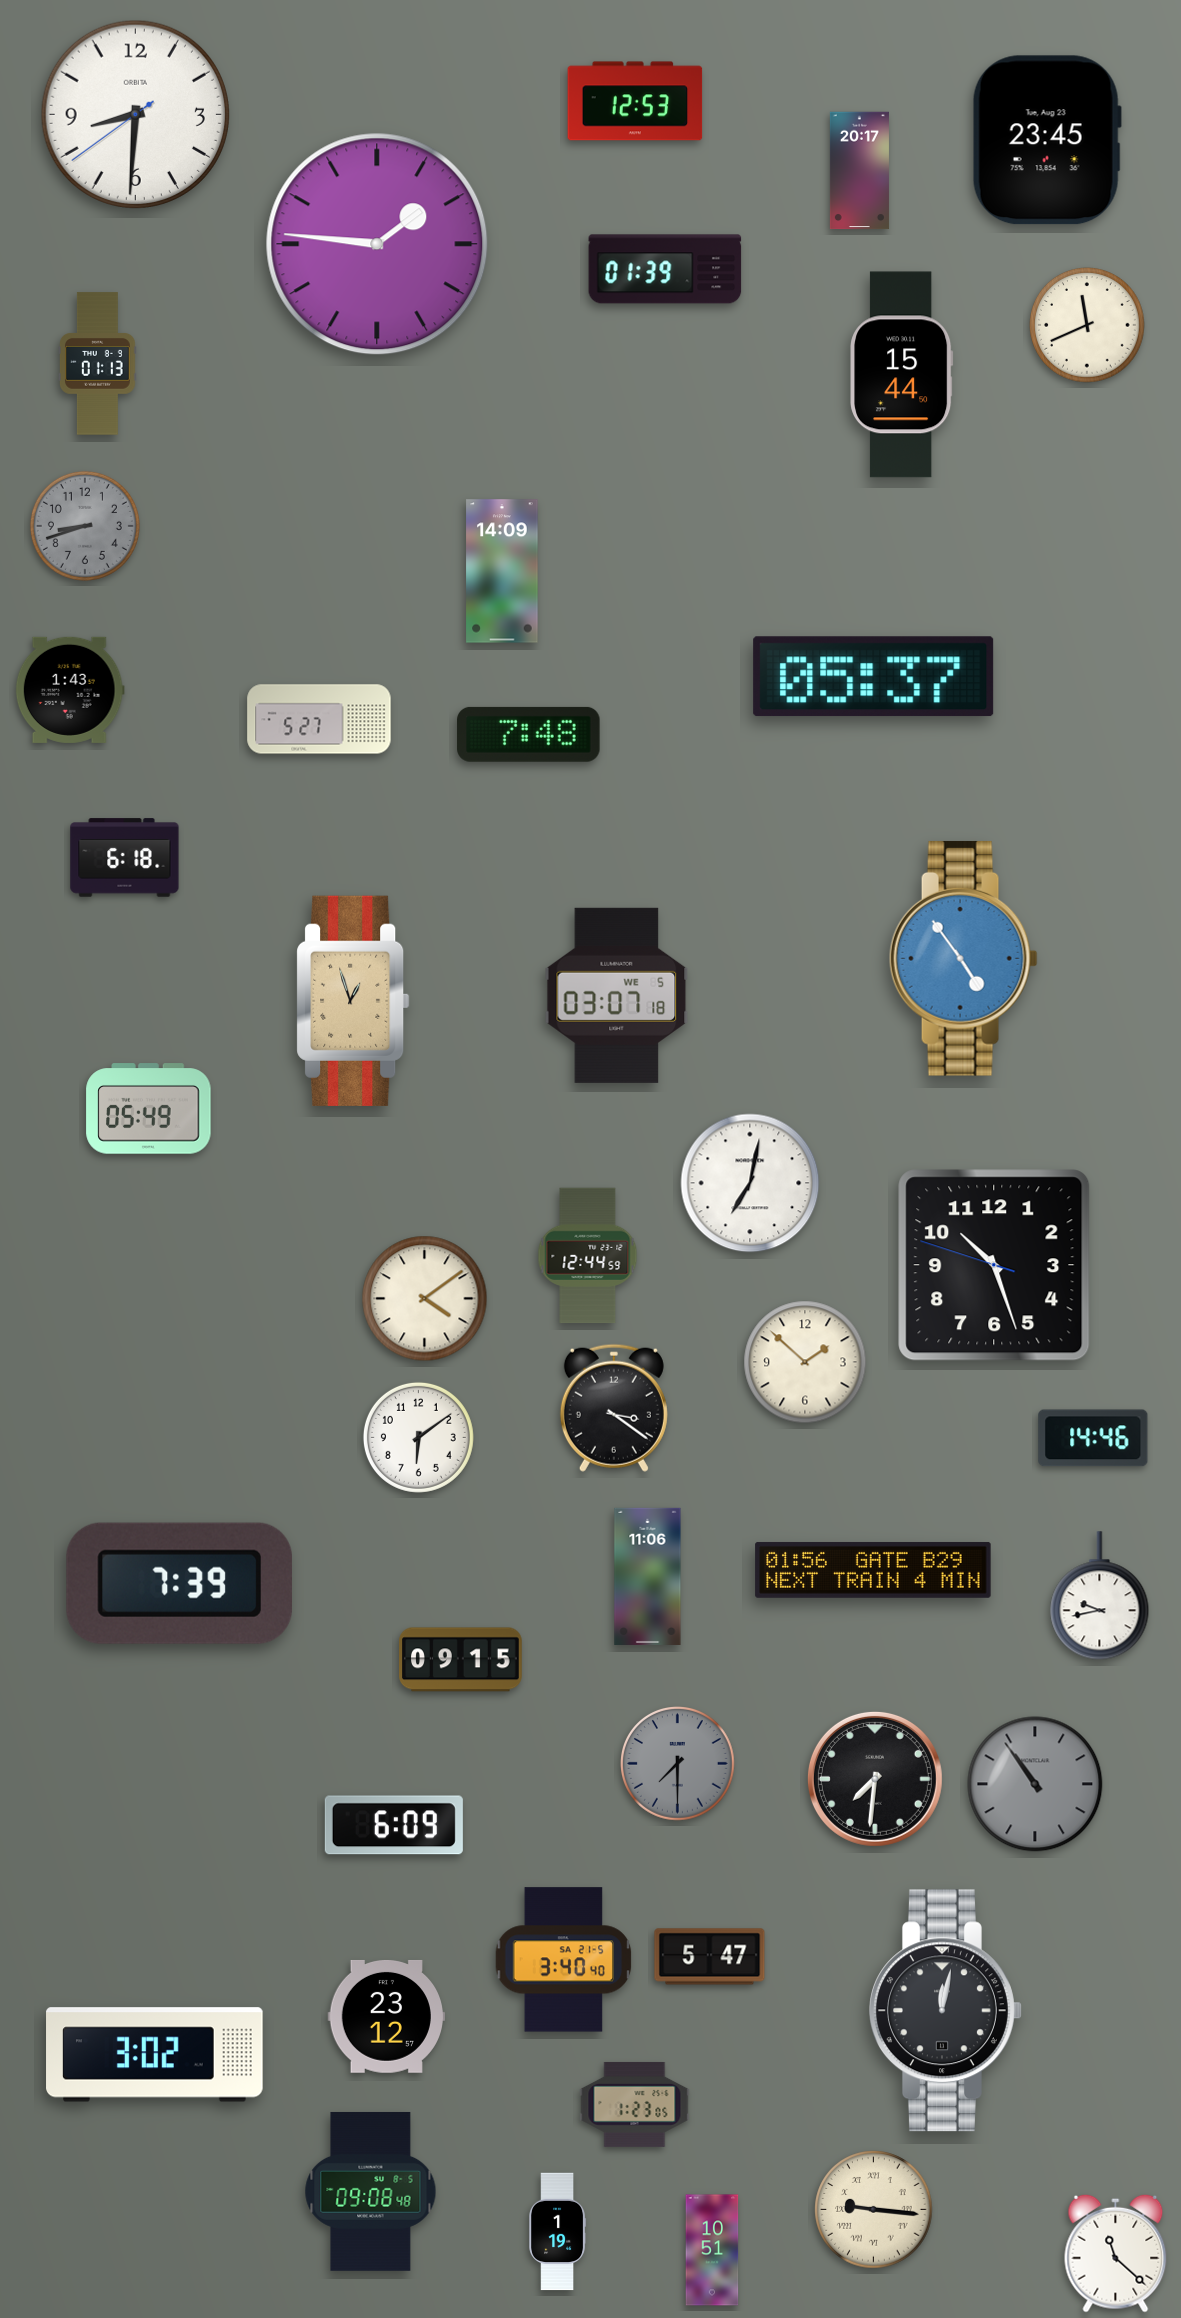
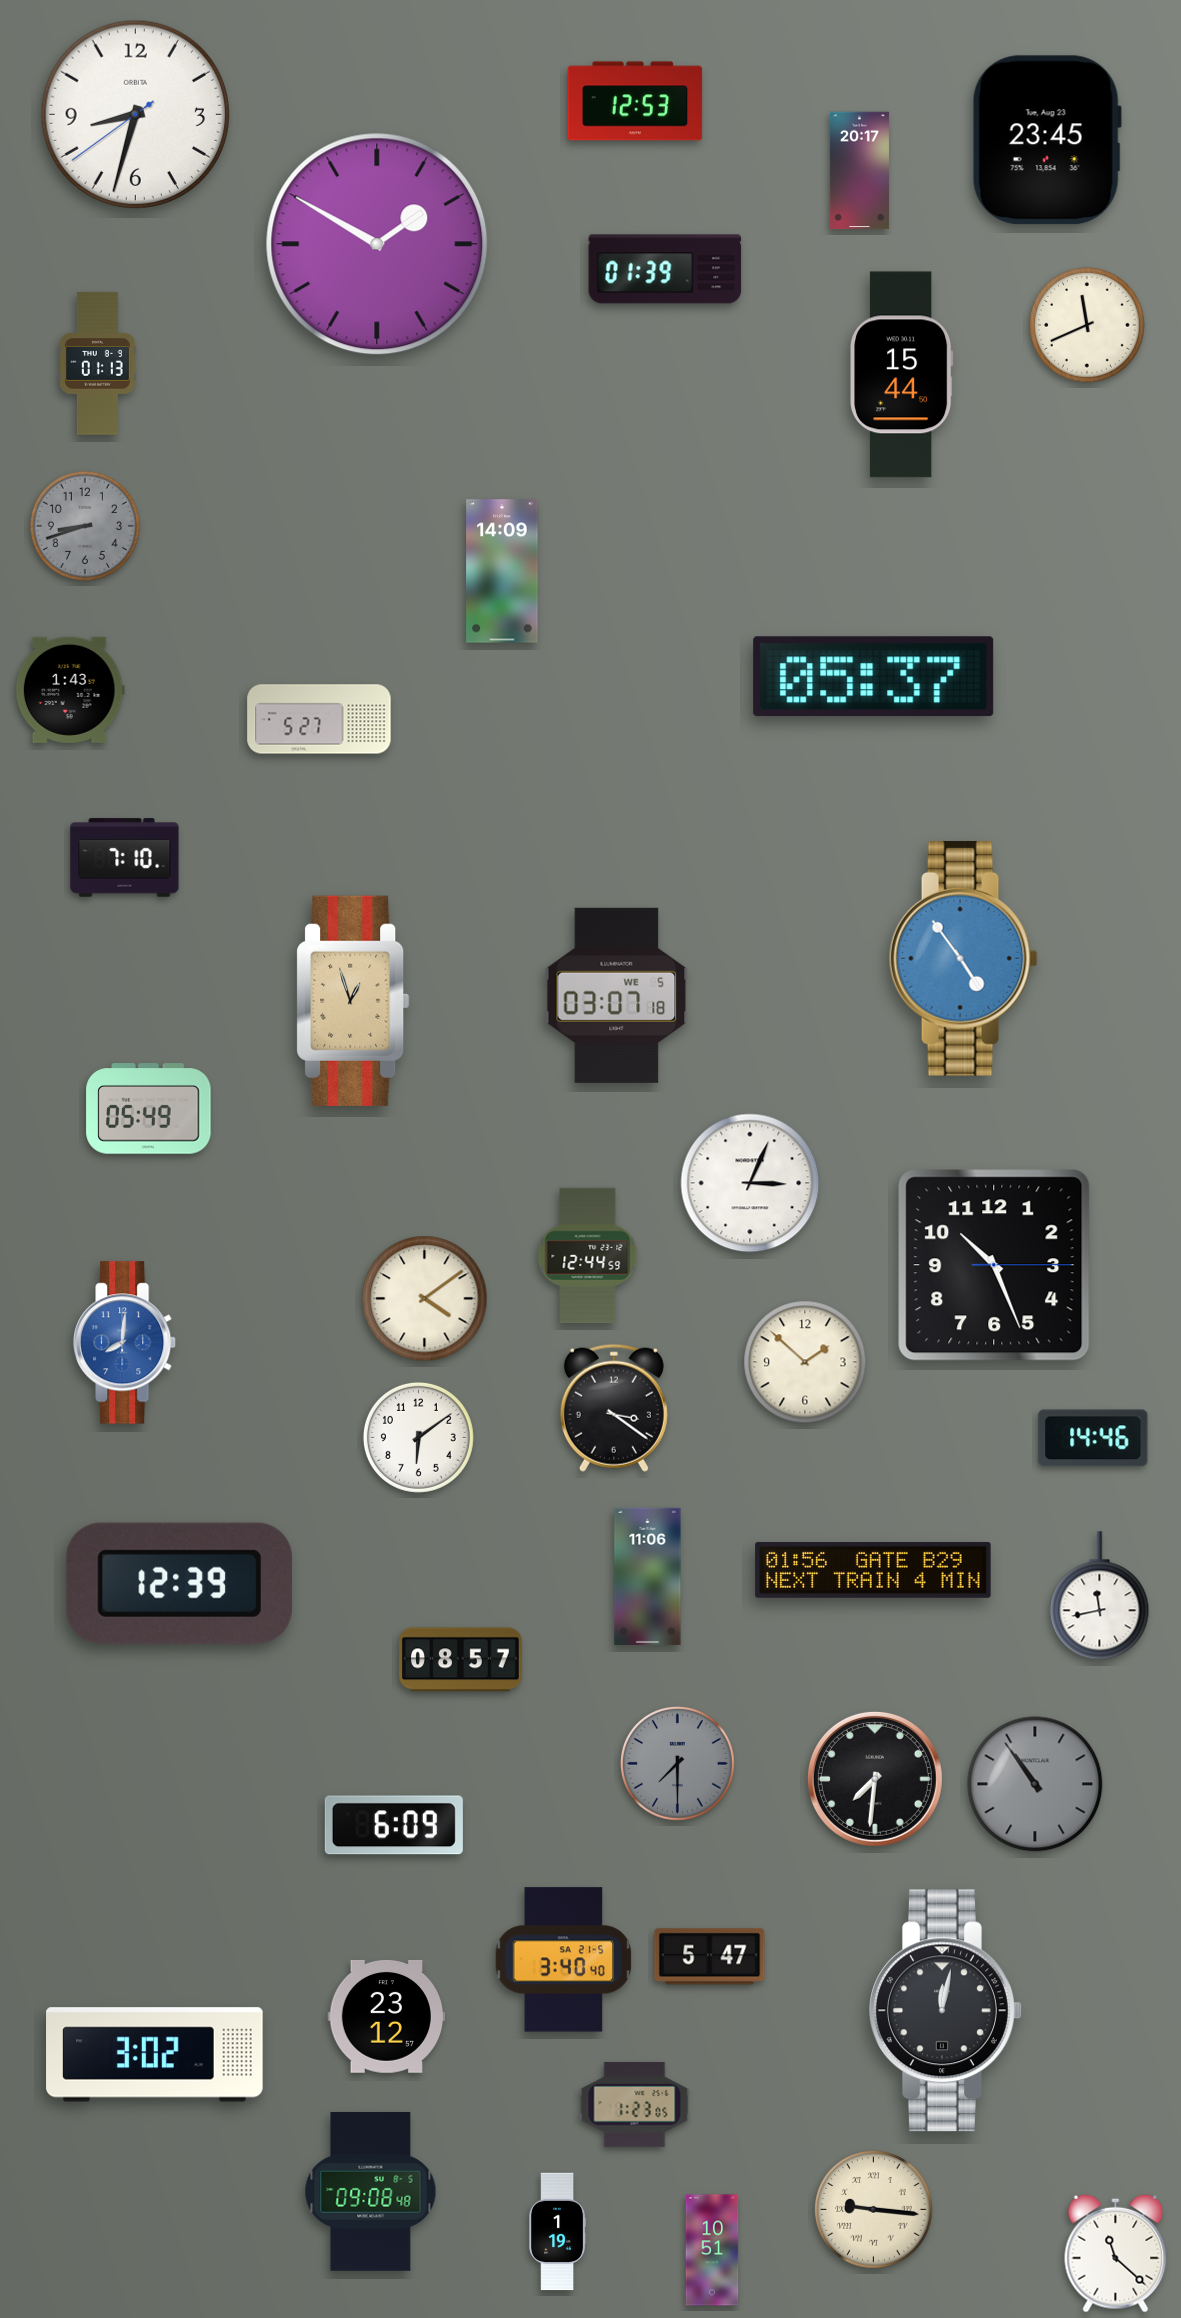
clock at (135, 114): 8:30 -> 8:32
clock at (377, 244): 1:46 -> 1:50
clock at (529, 734): 7:48 -> none
clock at (125, 858): 6:18 -> 7:10
clock at (750, 1183): 7:02 -> 3:04
clock at (994, 1265): 10:26:48 -> 10:26:15
clock at (126, 1343): none -> 8:01
clock at (179, 1583): 7:39 -> 12:39
clock at (1100, 1596): 9:43 -> 11:43
clock at (461, 1660): 09:15 -> 08:57
